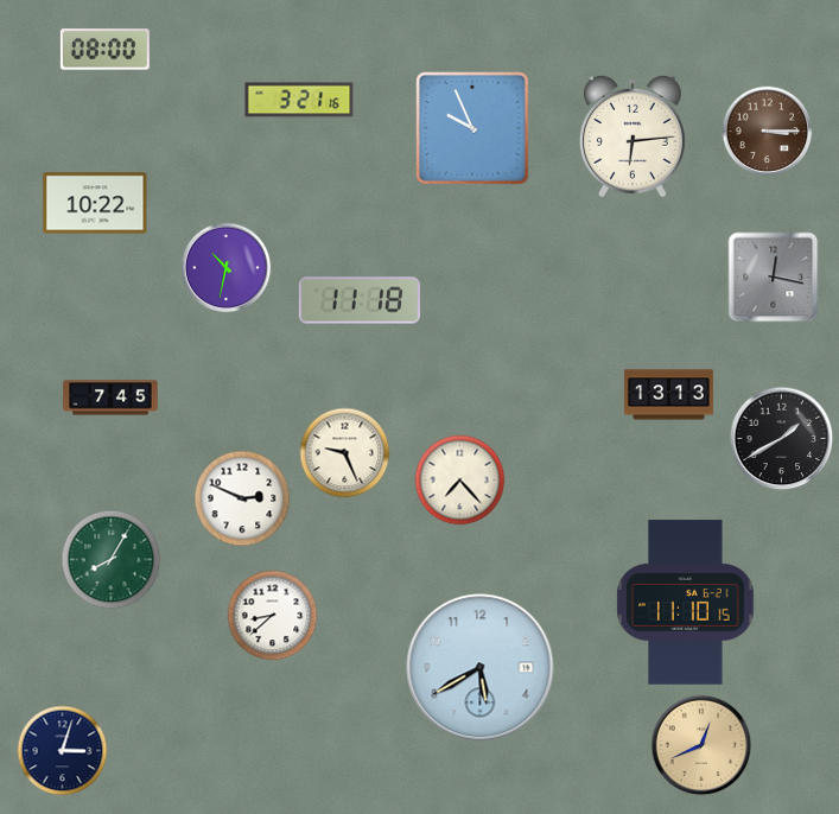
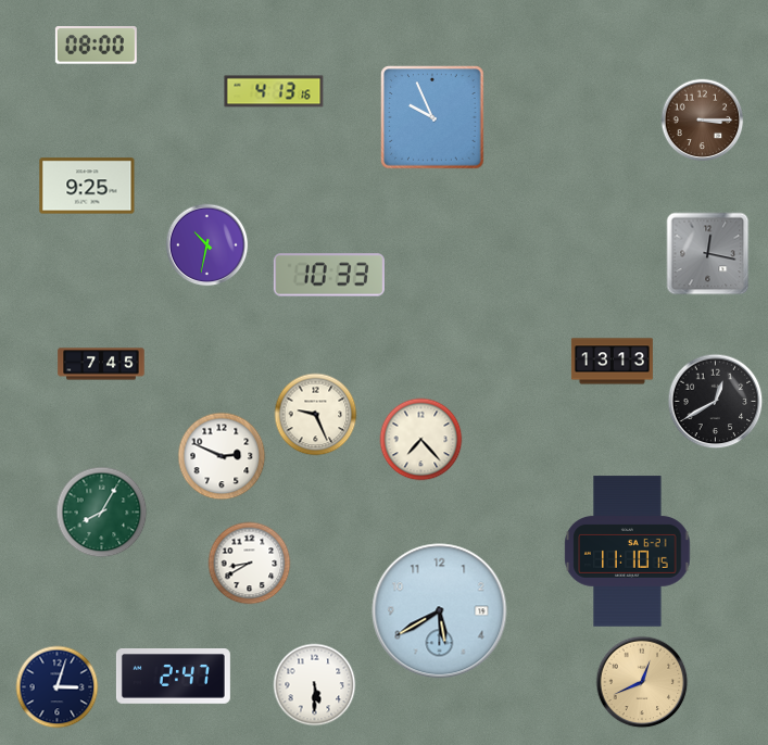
clock at (299, 100): 3:21 -> 4:13
clock at (633, 136): 6:14 -> none
clock at (95, 203): 10:22 -> 9:25
clock at (360, 300): 11:18 -> 10:33
clock at (782, 439): 1:40 -> 12:40
clock at (273, 616): 8:38 -> 8:40
clock at (173, 677): none -> 2:47
clock at (315, 685): none -> 5:30
